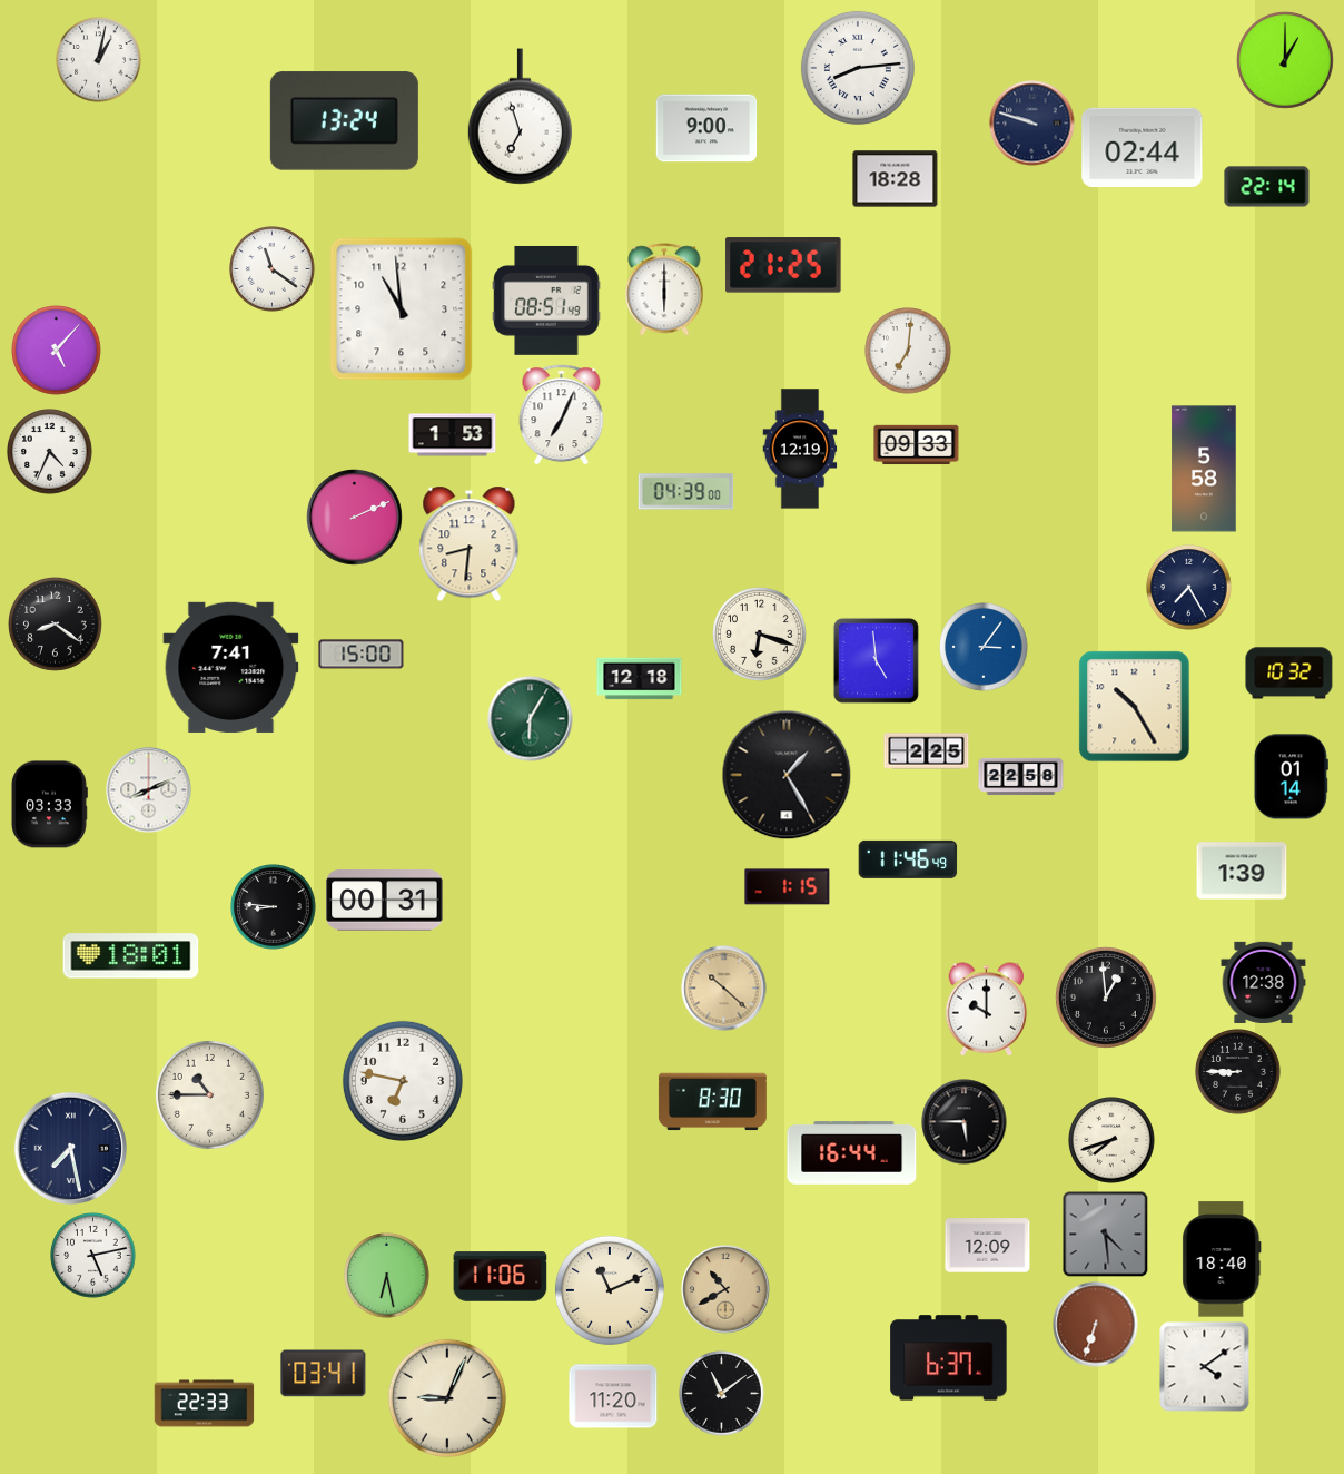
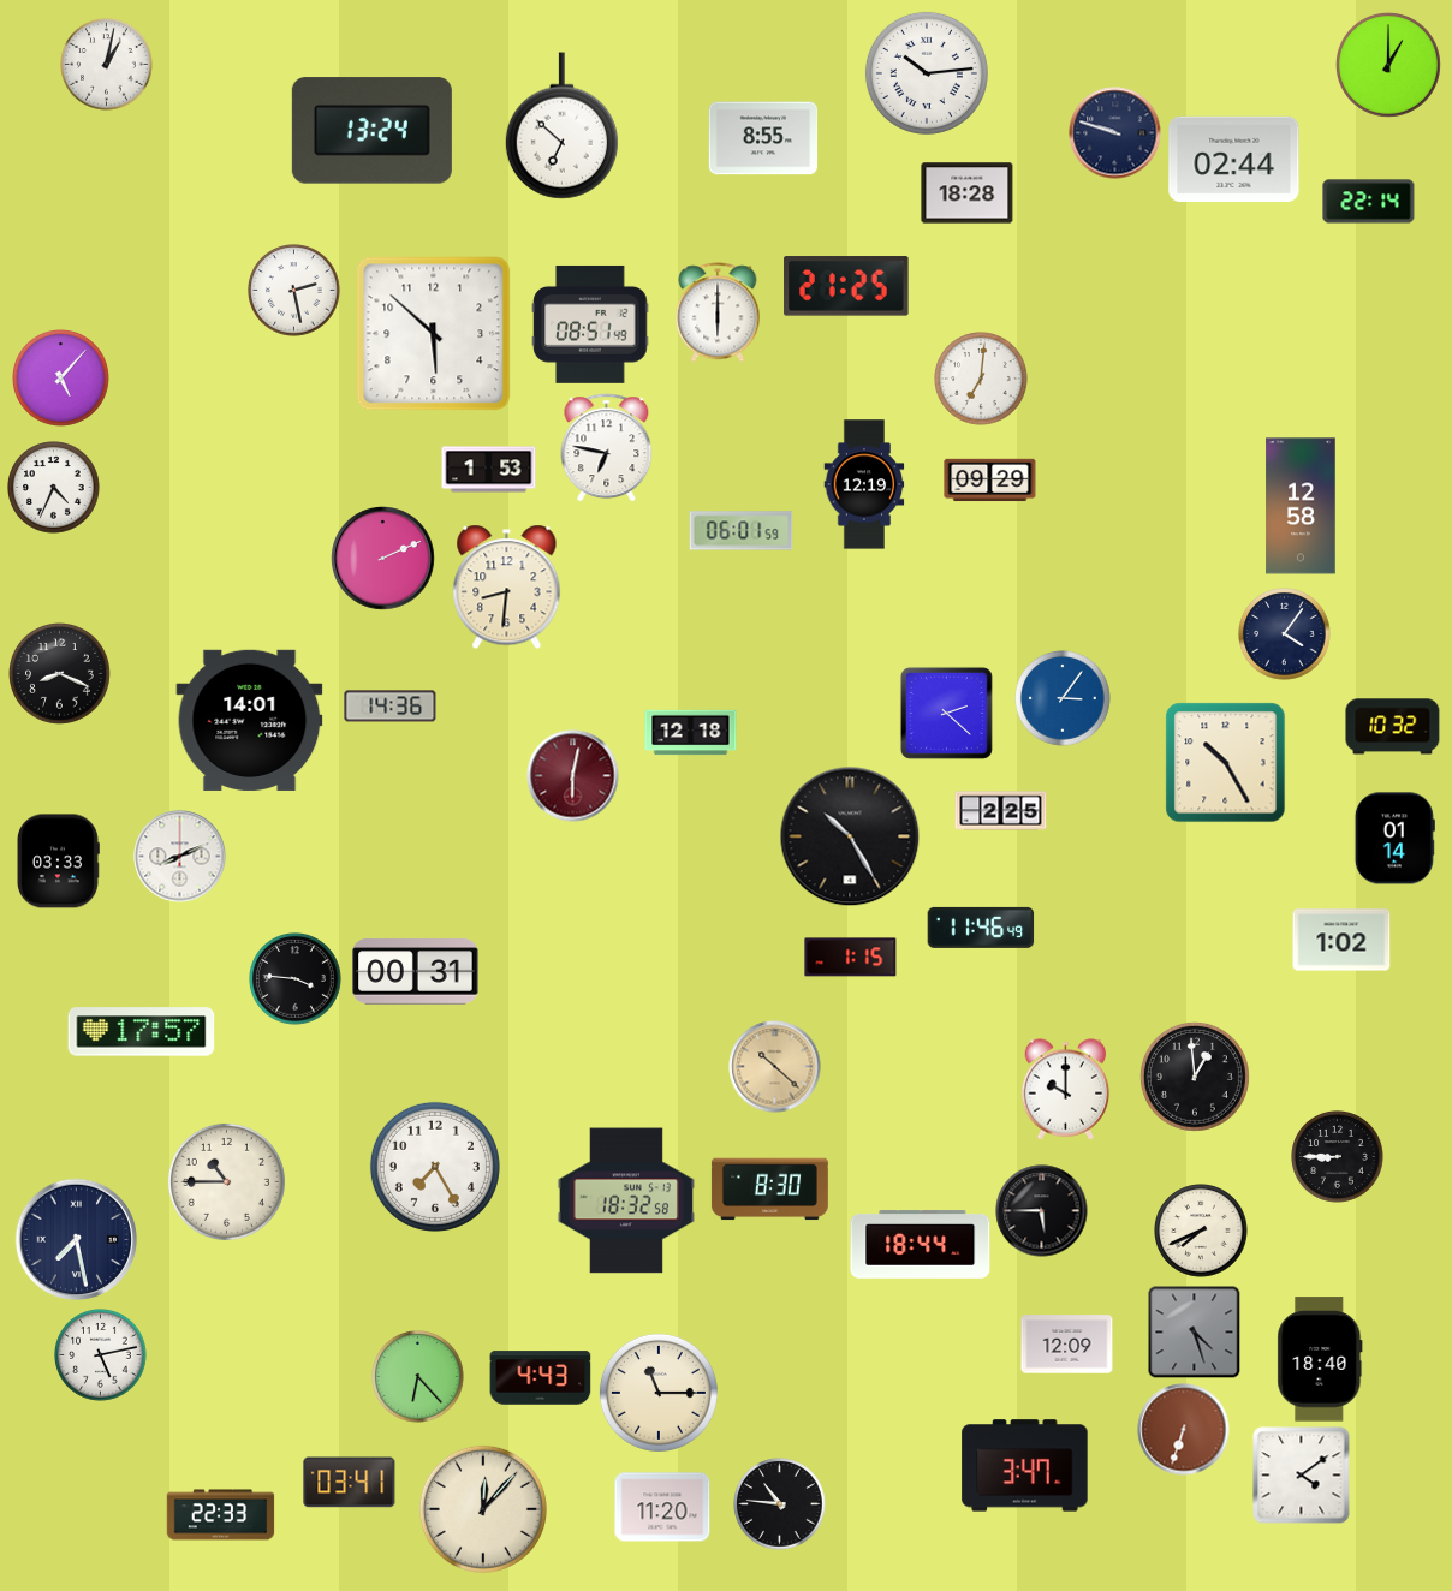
clock at (858, 68): 8:14 -> 10:14
clock at (520, 117): 6:57 -> 6:52
clock at (706, 128): 9:00 -> 8:55
clock at (273, 269): 11:21 -> 2:28
clock at (402, 309): 10:59 -> 5:52
clock at (562, 415): 7:04 -> 6:47
clock at (917, 445): 09:33 -> 09:29
clock at (1204, 469): 5:58 -> 12:58
clock at (686, 492): 04:39 -> 06:01
clock at (1189, 588): 7:25 -> 4:06
clock at (56, 625): 8:21 -> 8:19
clock at (760, 635): 6:18 -> none
clock at (362, 655): 15:00 -> 14:36
clock at (876, 660): 4:59 -> 2:22
clock at (231, 667): 7:41 -> 14:01
clock at (531, 719): 6:05 -> 6:02
clock at (531, 719) dial: green -> burgundy
clock at (787, 775): 1:25 -> 10:25
clock at (1021, 777): 22:58 -> none
clock at (149, 790) position: (149, 790) -> (180, 857)
clock at (49, 805) position: (49, 805) -> (58, 862)
clock at (1242, 871): 1:39 -> 1:02
clock at (274, 907): 8:46 -> 3:46
clock at (131, 956): 18:01 -> 17:57
clock at (1264, 982): 12:38 -> none
clock at (724, 989) position: (724, 989) -> (775, 1067)
clock at (403, 1081): 6:47 -> 7:25
clock at (626, 1200): none -> 18:32
clock at (1111, 1140): 7:42 -> 7:41
clock at (852, 1153): 16:44 -> 18:44
clock at (1105, 1234): 4:29 -> 4:27
clock at (387, 1276): 6:28 -> 6:23
clock at (501, 1277): 11:06 -> 4:43
clock at (725, 1289): 10:40 -> none
clock at (610, 1290): 11:11 -> 11:15
clock at (949, 1358): 6:37 -> 3:47
clock at (722, 1394): 11:09 -> 10:46
clock at (447, 1398): 9:04 -> 12:07
